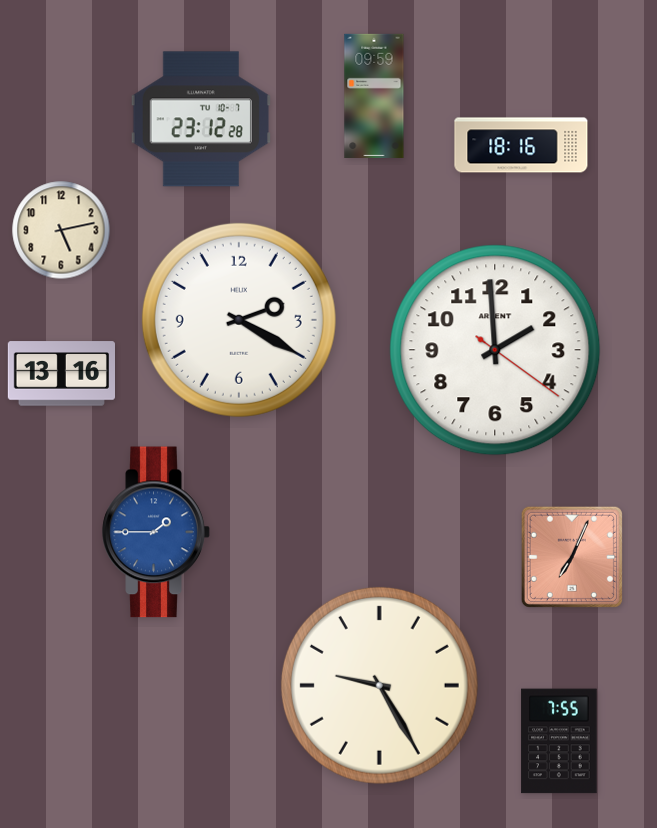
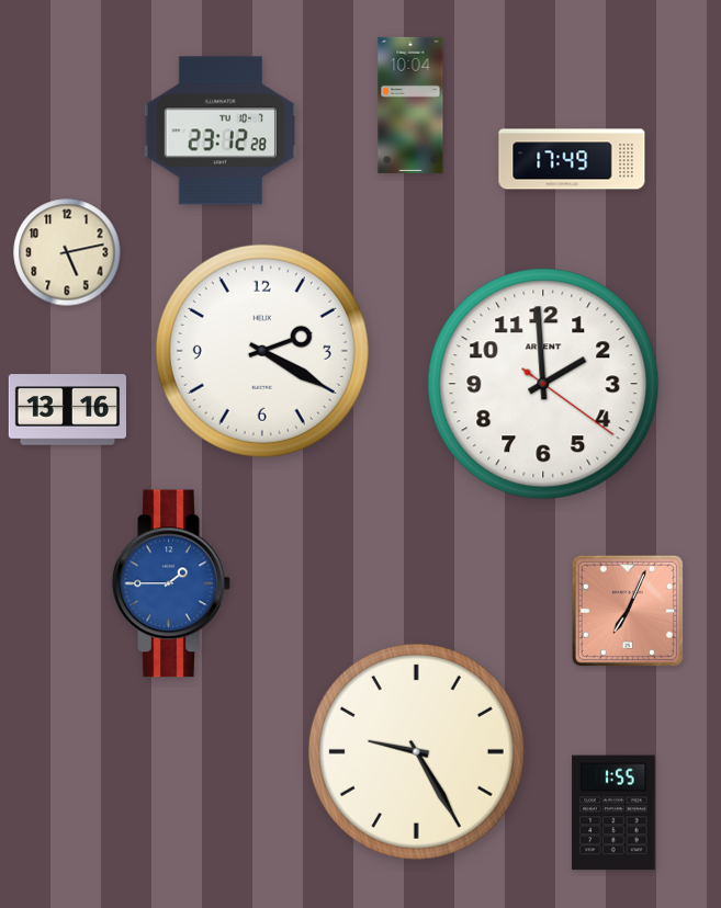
clock at (374, 95): 09:59 -> 10:04
clock at (521, 145): 18:16 -> 17:49
clock at (559, 741): 7:55 -> 1:55
